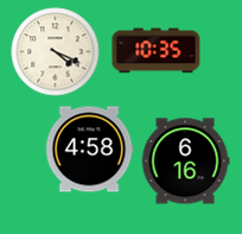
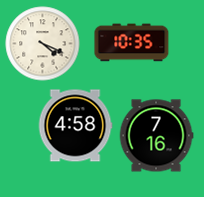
clock at (56, 52) position: (56, 52) -> (43, 44)
clock at (185, 162): 6:16 -> 7:16
